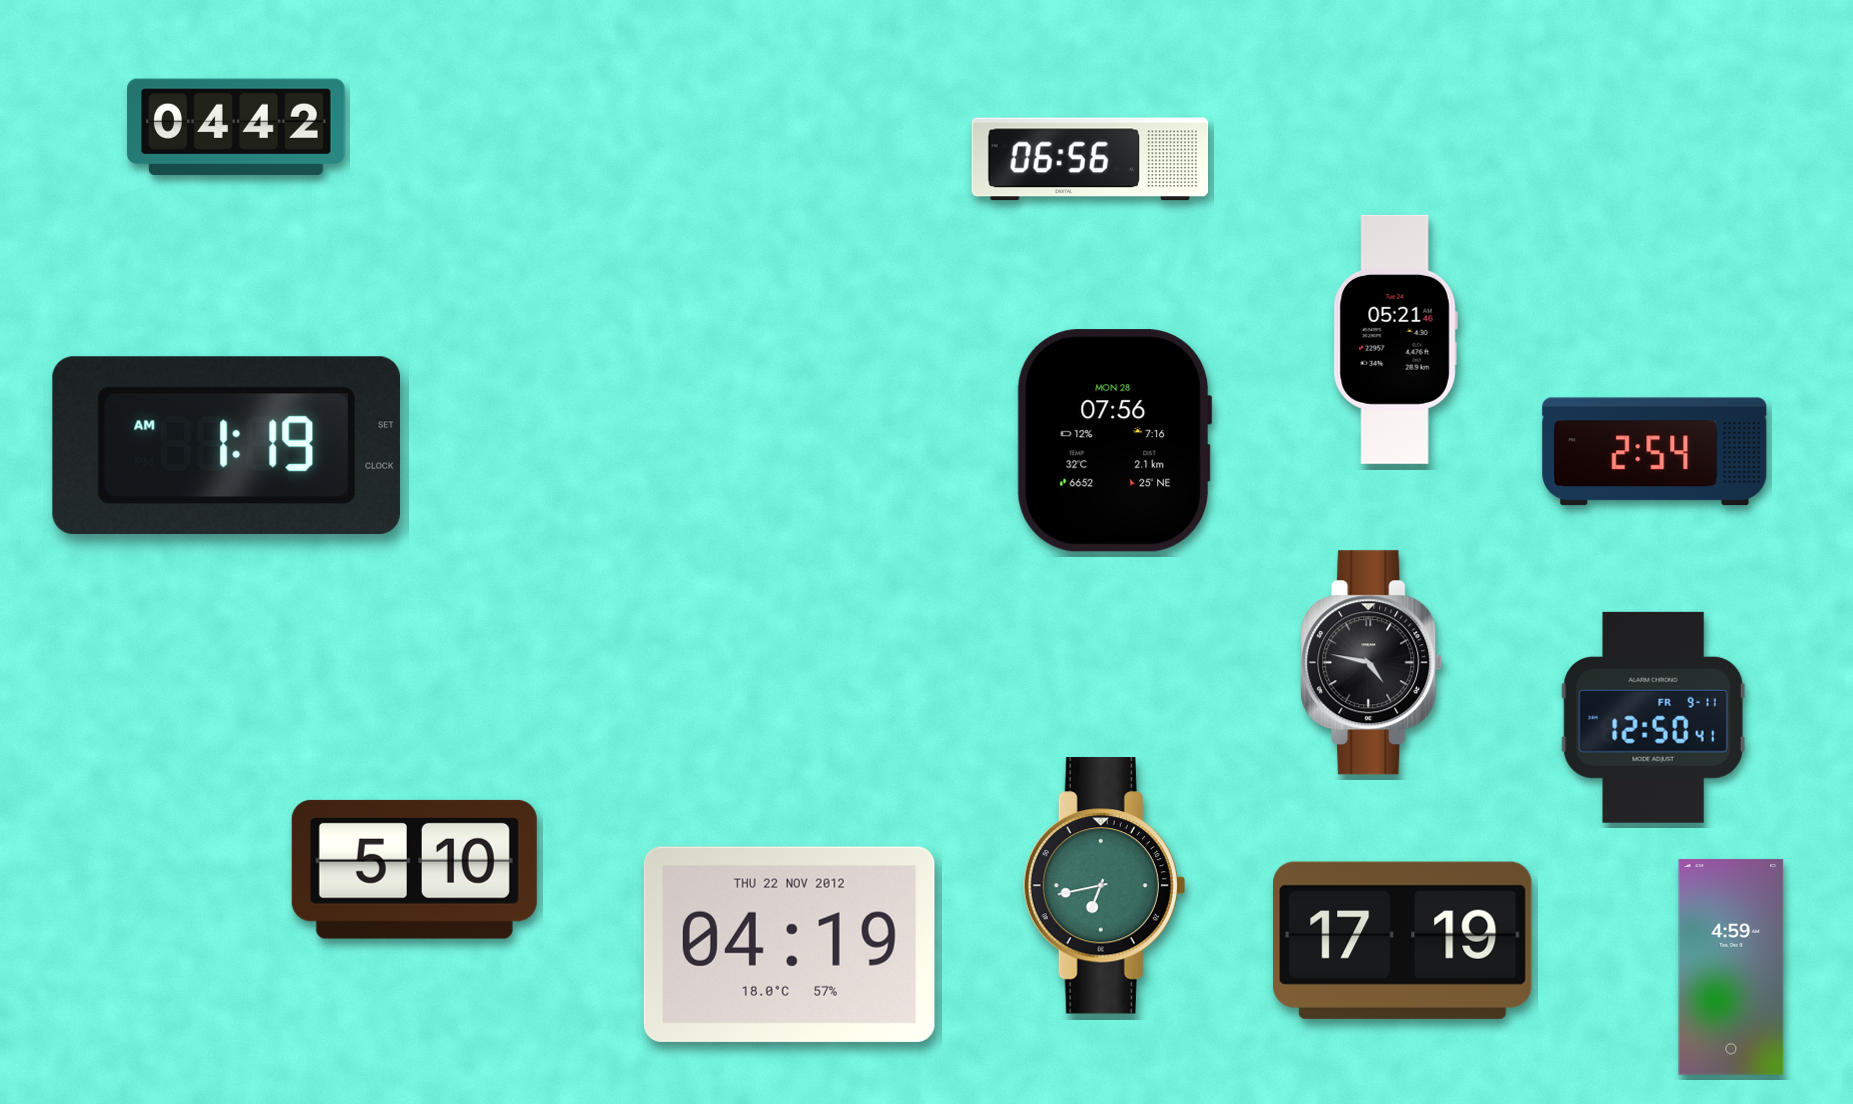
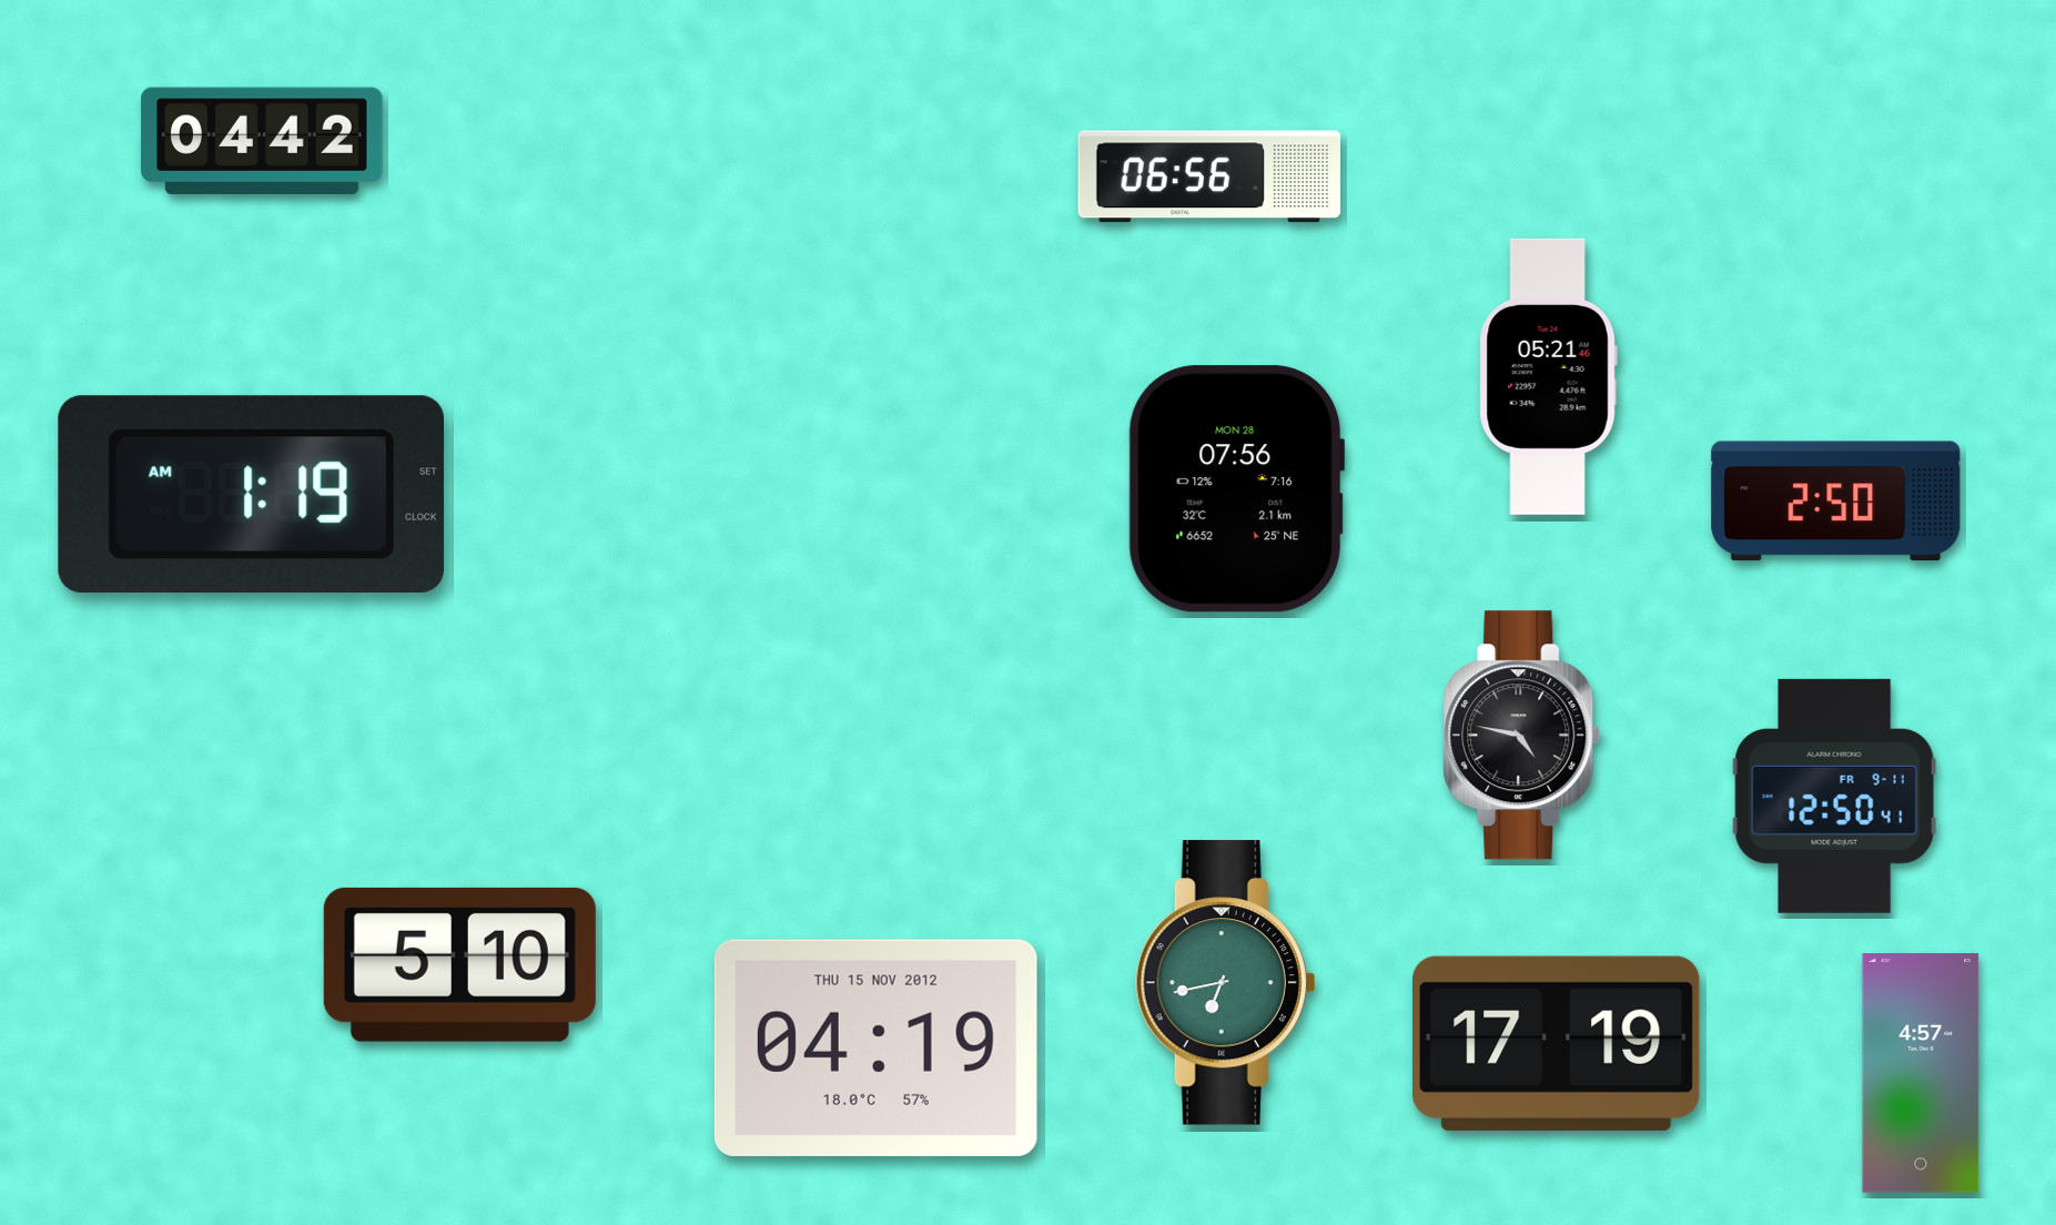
clock at (1655, 452): 2:54 -> 2:50
clock at (789, 944) date: THU 22 NOV 2012 -> THU 15 NOV 2012
clock at (1731, 967): 4:59 -> 4:57
